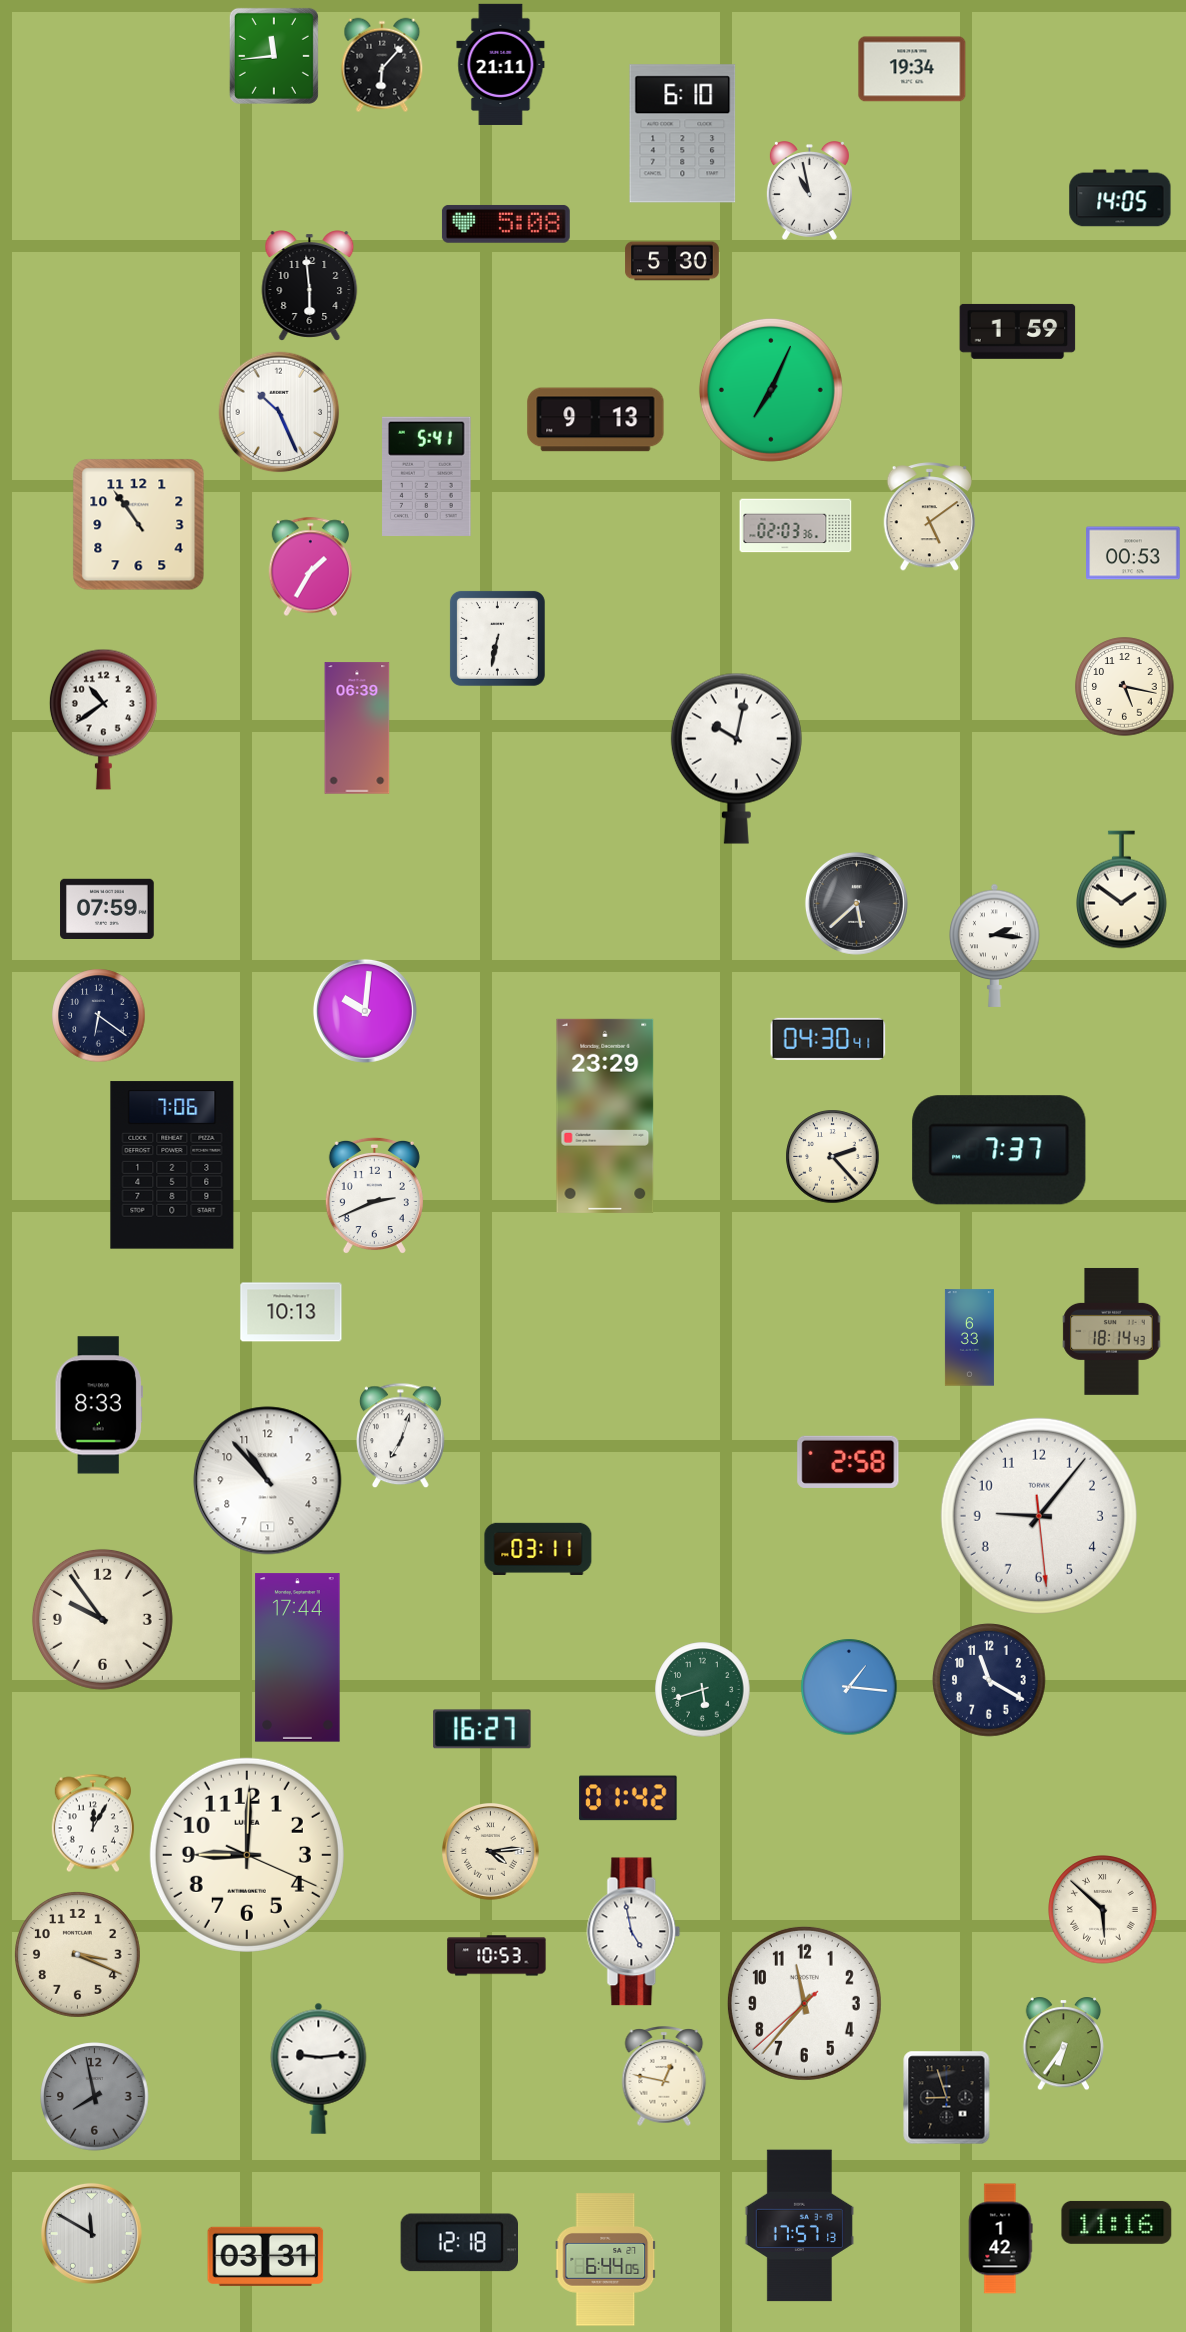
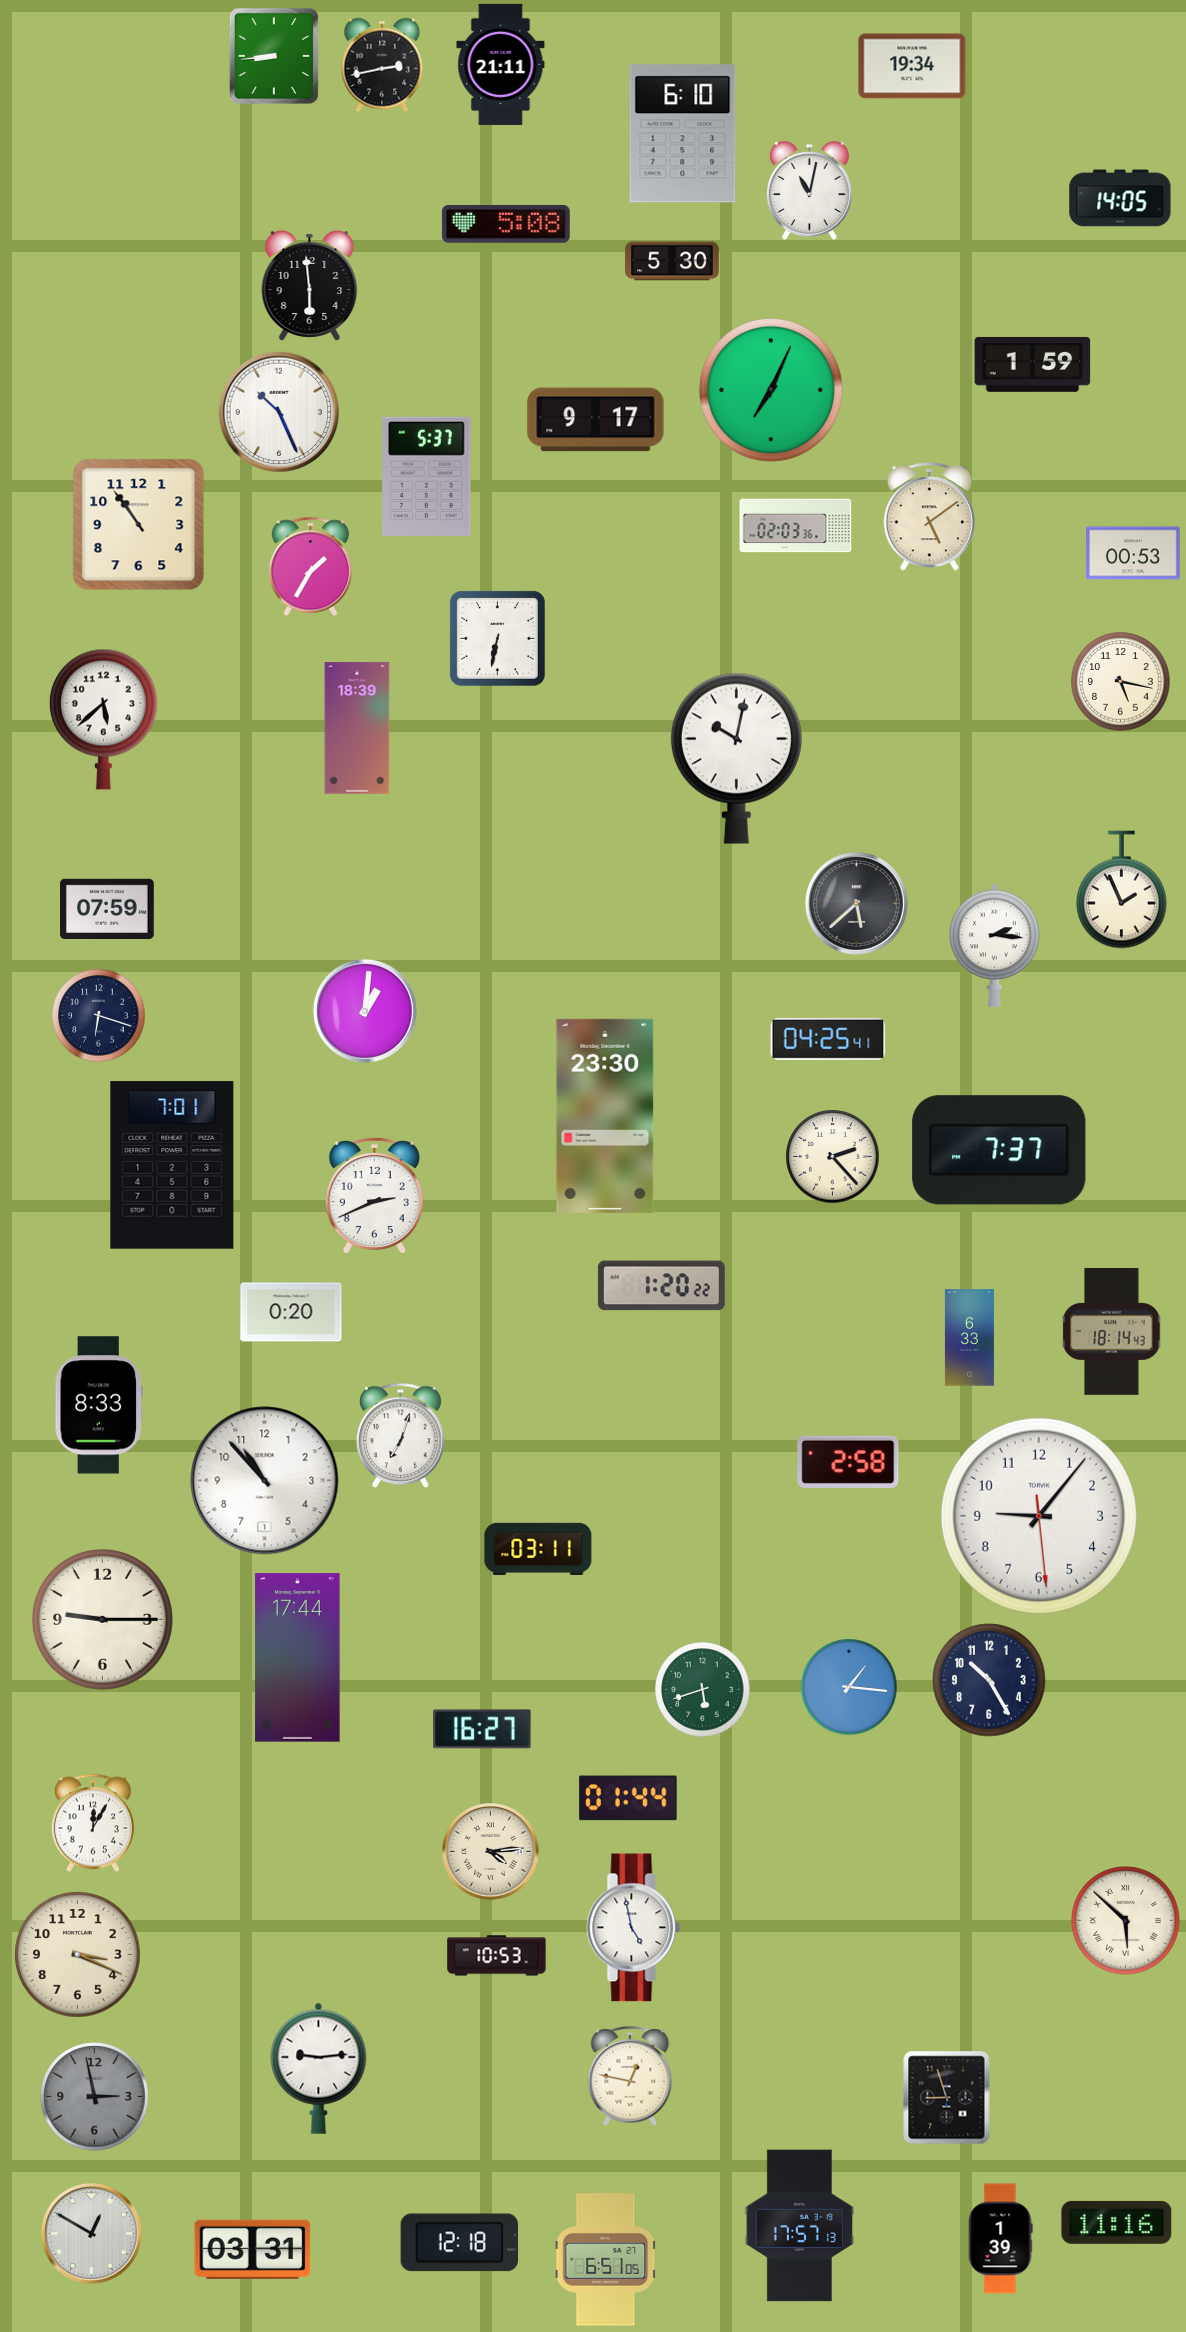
clock at (274, 56): 11:44 -> 8:44
clock at (382, 65): 6:07 -> 2:43
clock at (912, 69) position: (912, 69) -> (912, 66)
clock at (809, 191): 10:58 -> 11:02
clock at (1018, 331) position: (1018, 331) -> (1033, 364)
clock at (596, 420): 9:13 -> 9:17
clock at (427, 476): 5:41 -> 5:37
clock at (1125, 687) position: (1125, 687) -> (1121, 682)
clock at (103, 719): 10:39 -> 5:38
clock at (357, 728): 06:39 -> 18:39
clock at (1122, 890): 1:51 -> 1:56
clock at (365, 1011): 10:01 -> 1:01
clock at (99, 1016): 6:21 -> 6:18
clock at (828, 1039): 04:30 -> 04:25
clock at (605, 1116): 23:29 -> 23:30
clock at (172, 1165): 7:06 -> 7:01
clock at (661, 1286): none -> 1:20
clock at (291, 1312): 10:13 -> 0:20
clock at (268, 1481) position: (268, 1481) -> (265, 1481)
clock at (102, 1619): 9:54 -> 9:15
clock at (989, 1680): 11:20 -> 10:25
clock at (628, 1798): 01:42 -> 01:44
clock at (247, 1855): 9:00 -> none
clock at (1103, 1910) position: (1103, 1910) -> (1126, 1921)
clock at (634, 1932) position: (634, 1932) -> (634, 1928)
clock at (804, 2003): 11:36 -> none
clock at (1064, 2044): 6:36 -> none
clock at (664, 2076) position: (664, 2076) -> (630, 2076)
clock at (95, 2097): 7:58 -> 2:58
clock at (91, 2233): 11:50 -> 12:50
clock at (1000, 2239): 1:42 -> 1:39
clock at (266, 2256) position: (266, 2256) -> (253, 2249)
clock at (606, 2260): 6:44 -> 6:51
